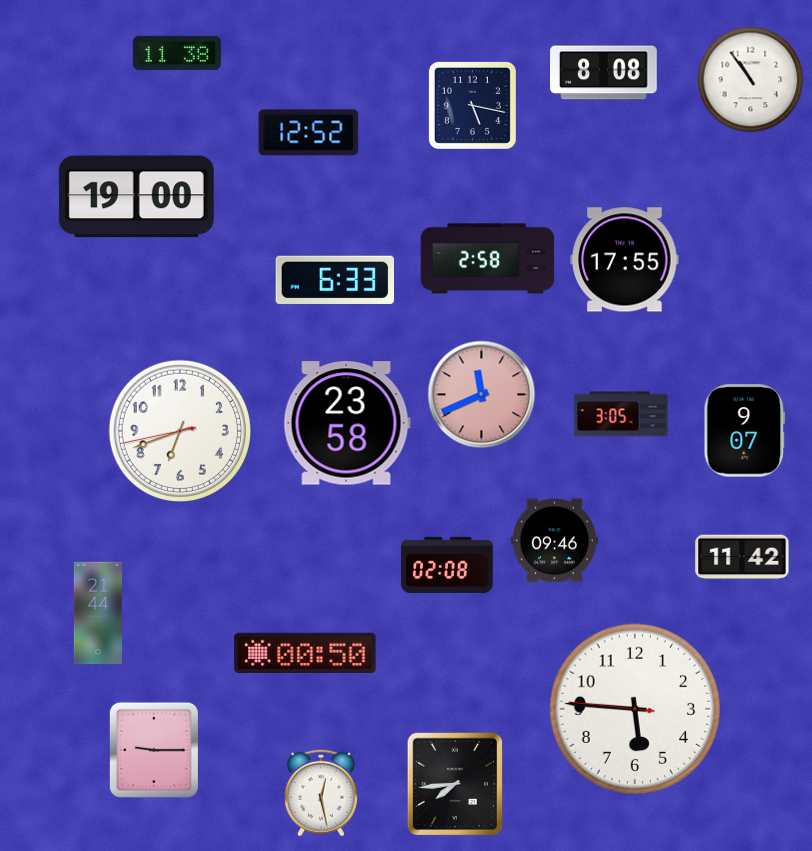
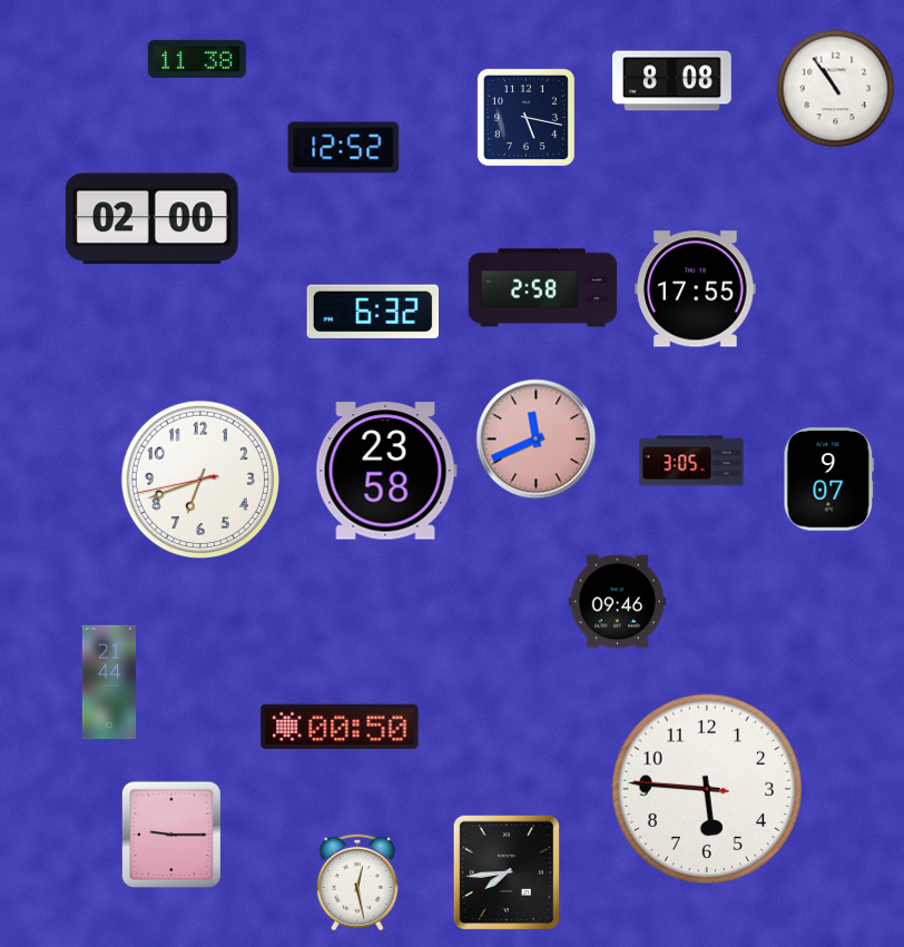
clock at (136, 197): 19:00 -> 02:00
clock at (334, 280): 6:33 -> 6:32
clock at (742, 557): 11:42 -> none
clock at (447, 565): 02:08 -> none
